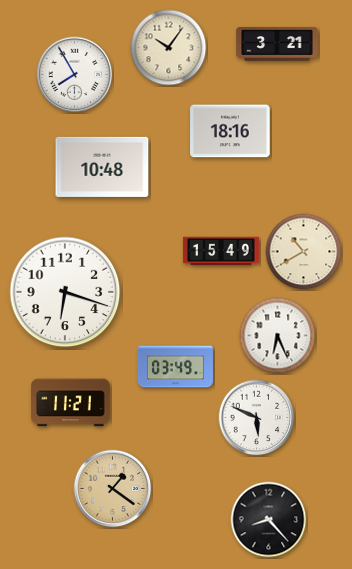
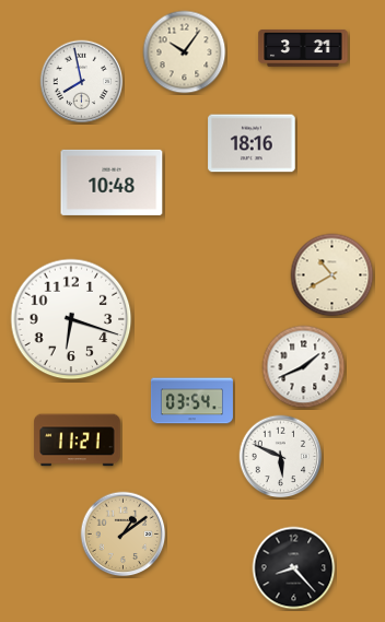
clock at (75, 75): 7:55 -> 7:58
clock at (221, 251): 15:49 -> none
clock at (278, 336): 6:26 -> 1:41
clock at (175, 367): 03:49 -> 03:54
clock at (113, 489): 1:21 -> 1:09
